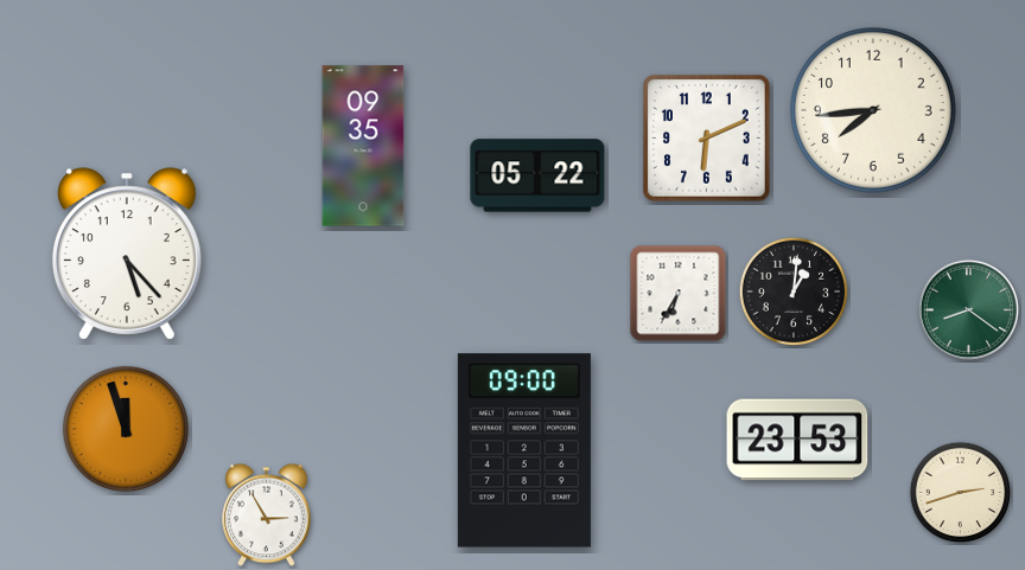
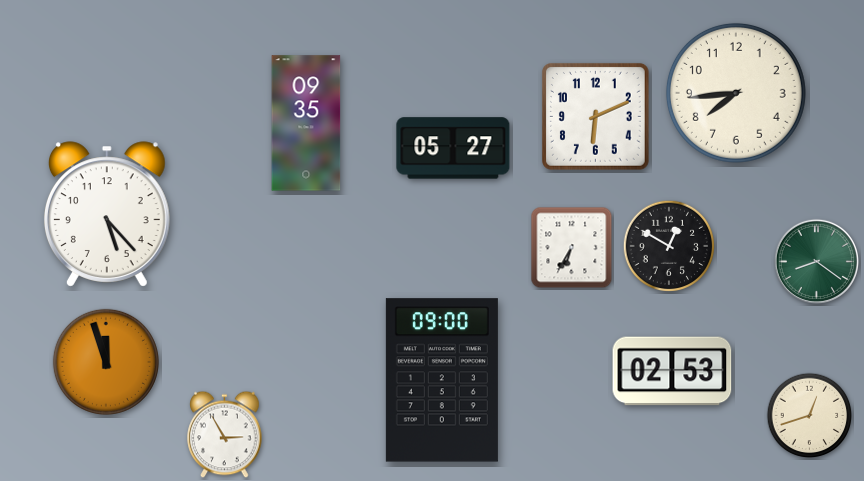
clock at (537, 175): 05:22 -> 05:27
clock at (792, 290): 1:01 -> 12:50
clock at (797, 440): 23:53 -> 02:53
clock at (961, 493): 2:42 -> 12:42
